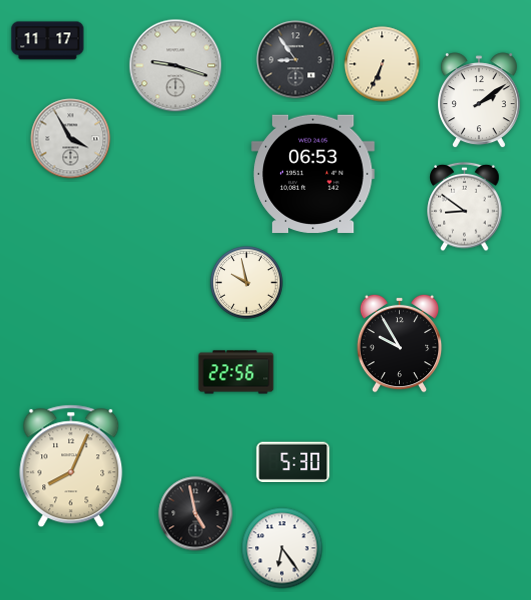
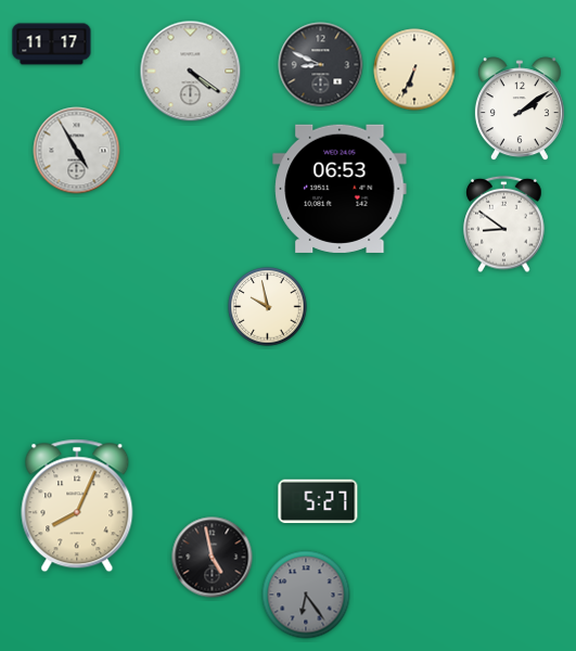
clock at (296, 60): 8:54 -> 8:49
clock at (176, 66): 9:18 -> 4:21
clock at (71, 139): 3:55 -> 4:55
clock at (400, 343): 9:55 -> none
clock at (236, 372): 22:56 -> none
clock at (293, 462): 5:30 -> 5:27
clock at (282, 548) dial: white -> grey
